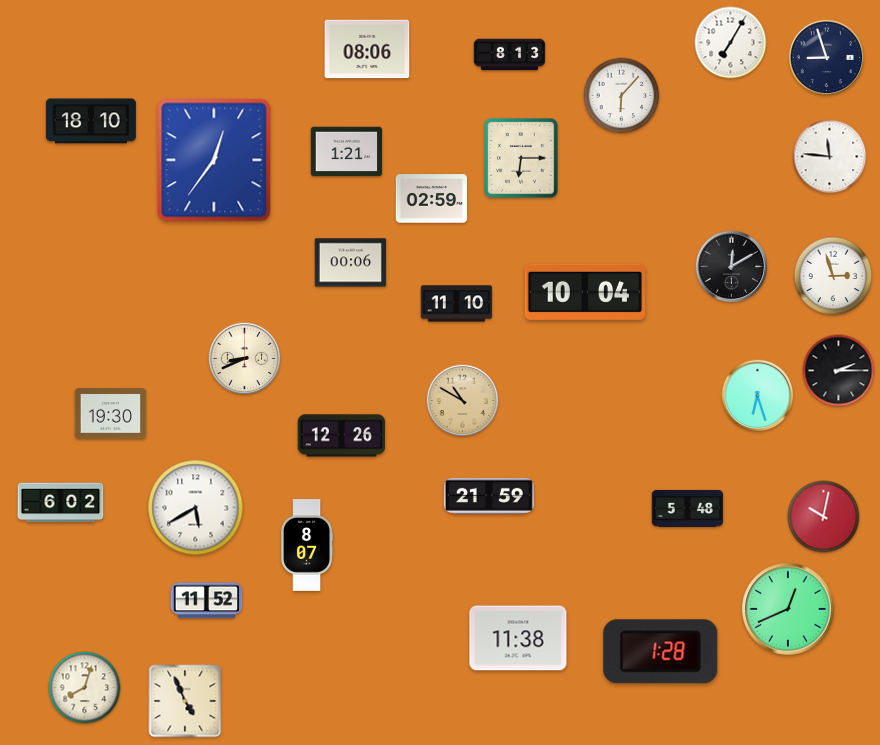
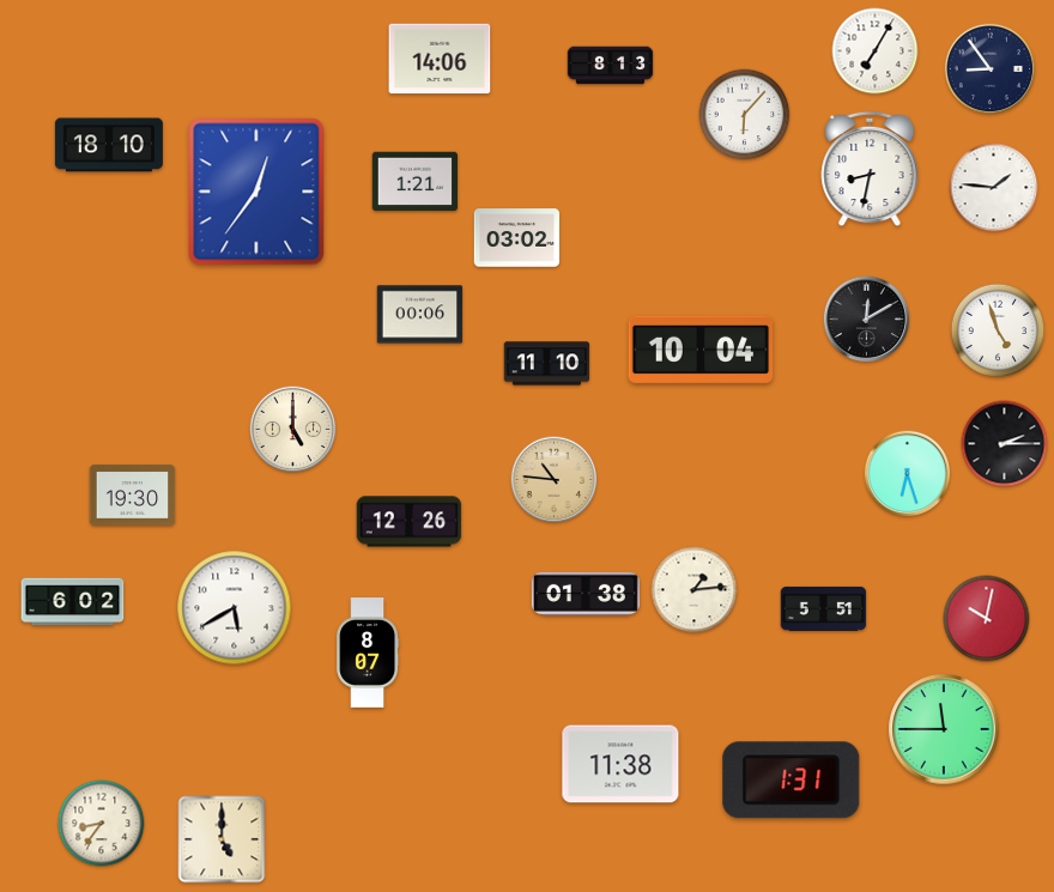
clock at (367, 49): 08:06 -> 14:06
clock at (826, 57): 8:57 -> 8:54
clock at (870, 169): none -> 8:32
clock at (830, 157): 11:46 -> 1:46
clock at (521, 158): 6:15 -> none
clock at (432, 199): 02:59 -> 03:02
clock at (732, 267) position: (732, 267) -> (867, 320)
clock at (833, 276): 2:57 -> 4:57
clock at (245, 359): 8:41 -> 5:00
clock at (463, 401): 10:50 -> 10:46
clock at (695, 590): none -> 1:14
clock at (489, 496): 21:59 -> 01:38
clock at (688, 508): 5:48 -> 5:51
clock at (207, 601): 11:52 -> none
clock at (788, 609): 12:41 -> 11:45
clock at (661, 652): 1:28 -> 1:31
clock at (85, 688): 8:03 -> 8:36
clock at (185, 701): 4:56 -> 5:00
